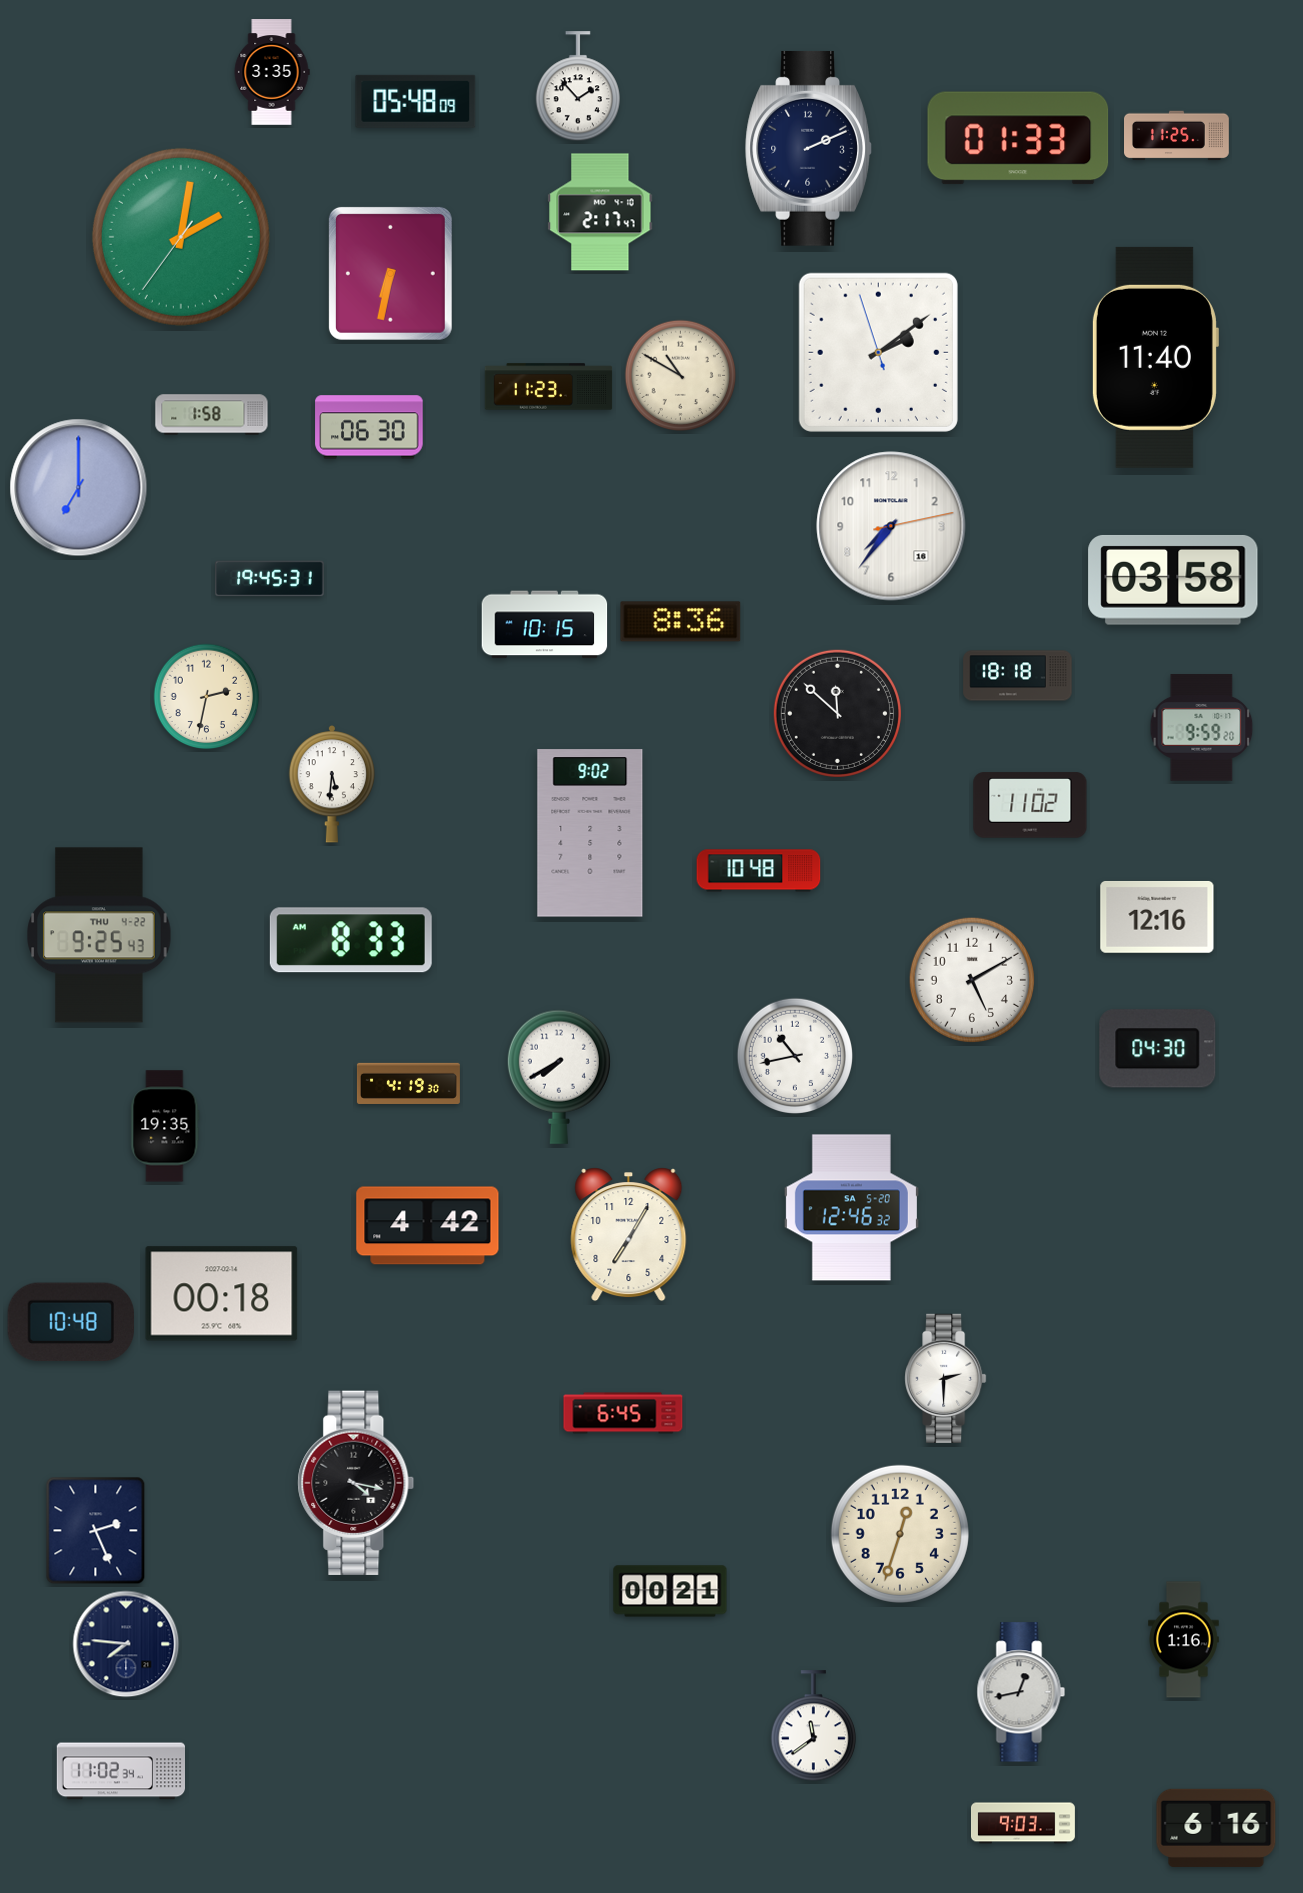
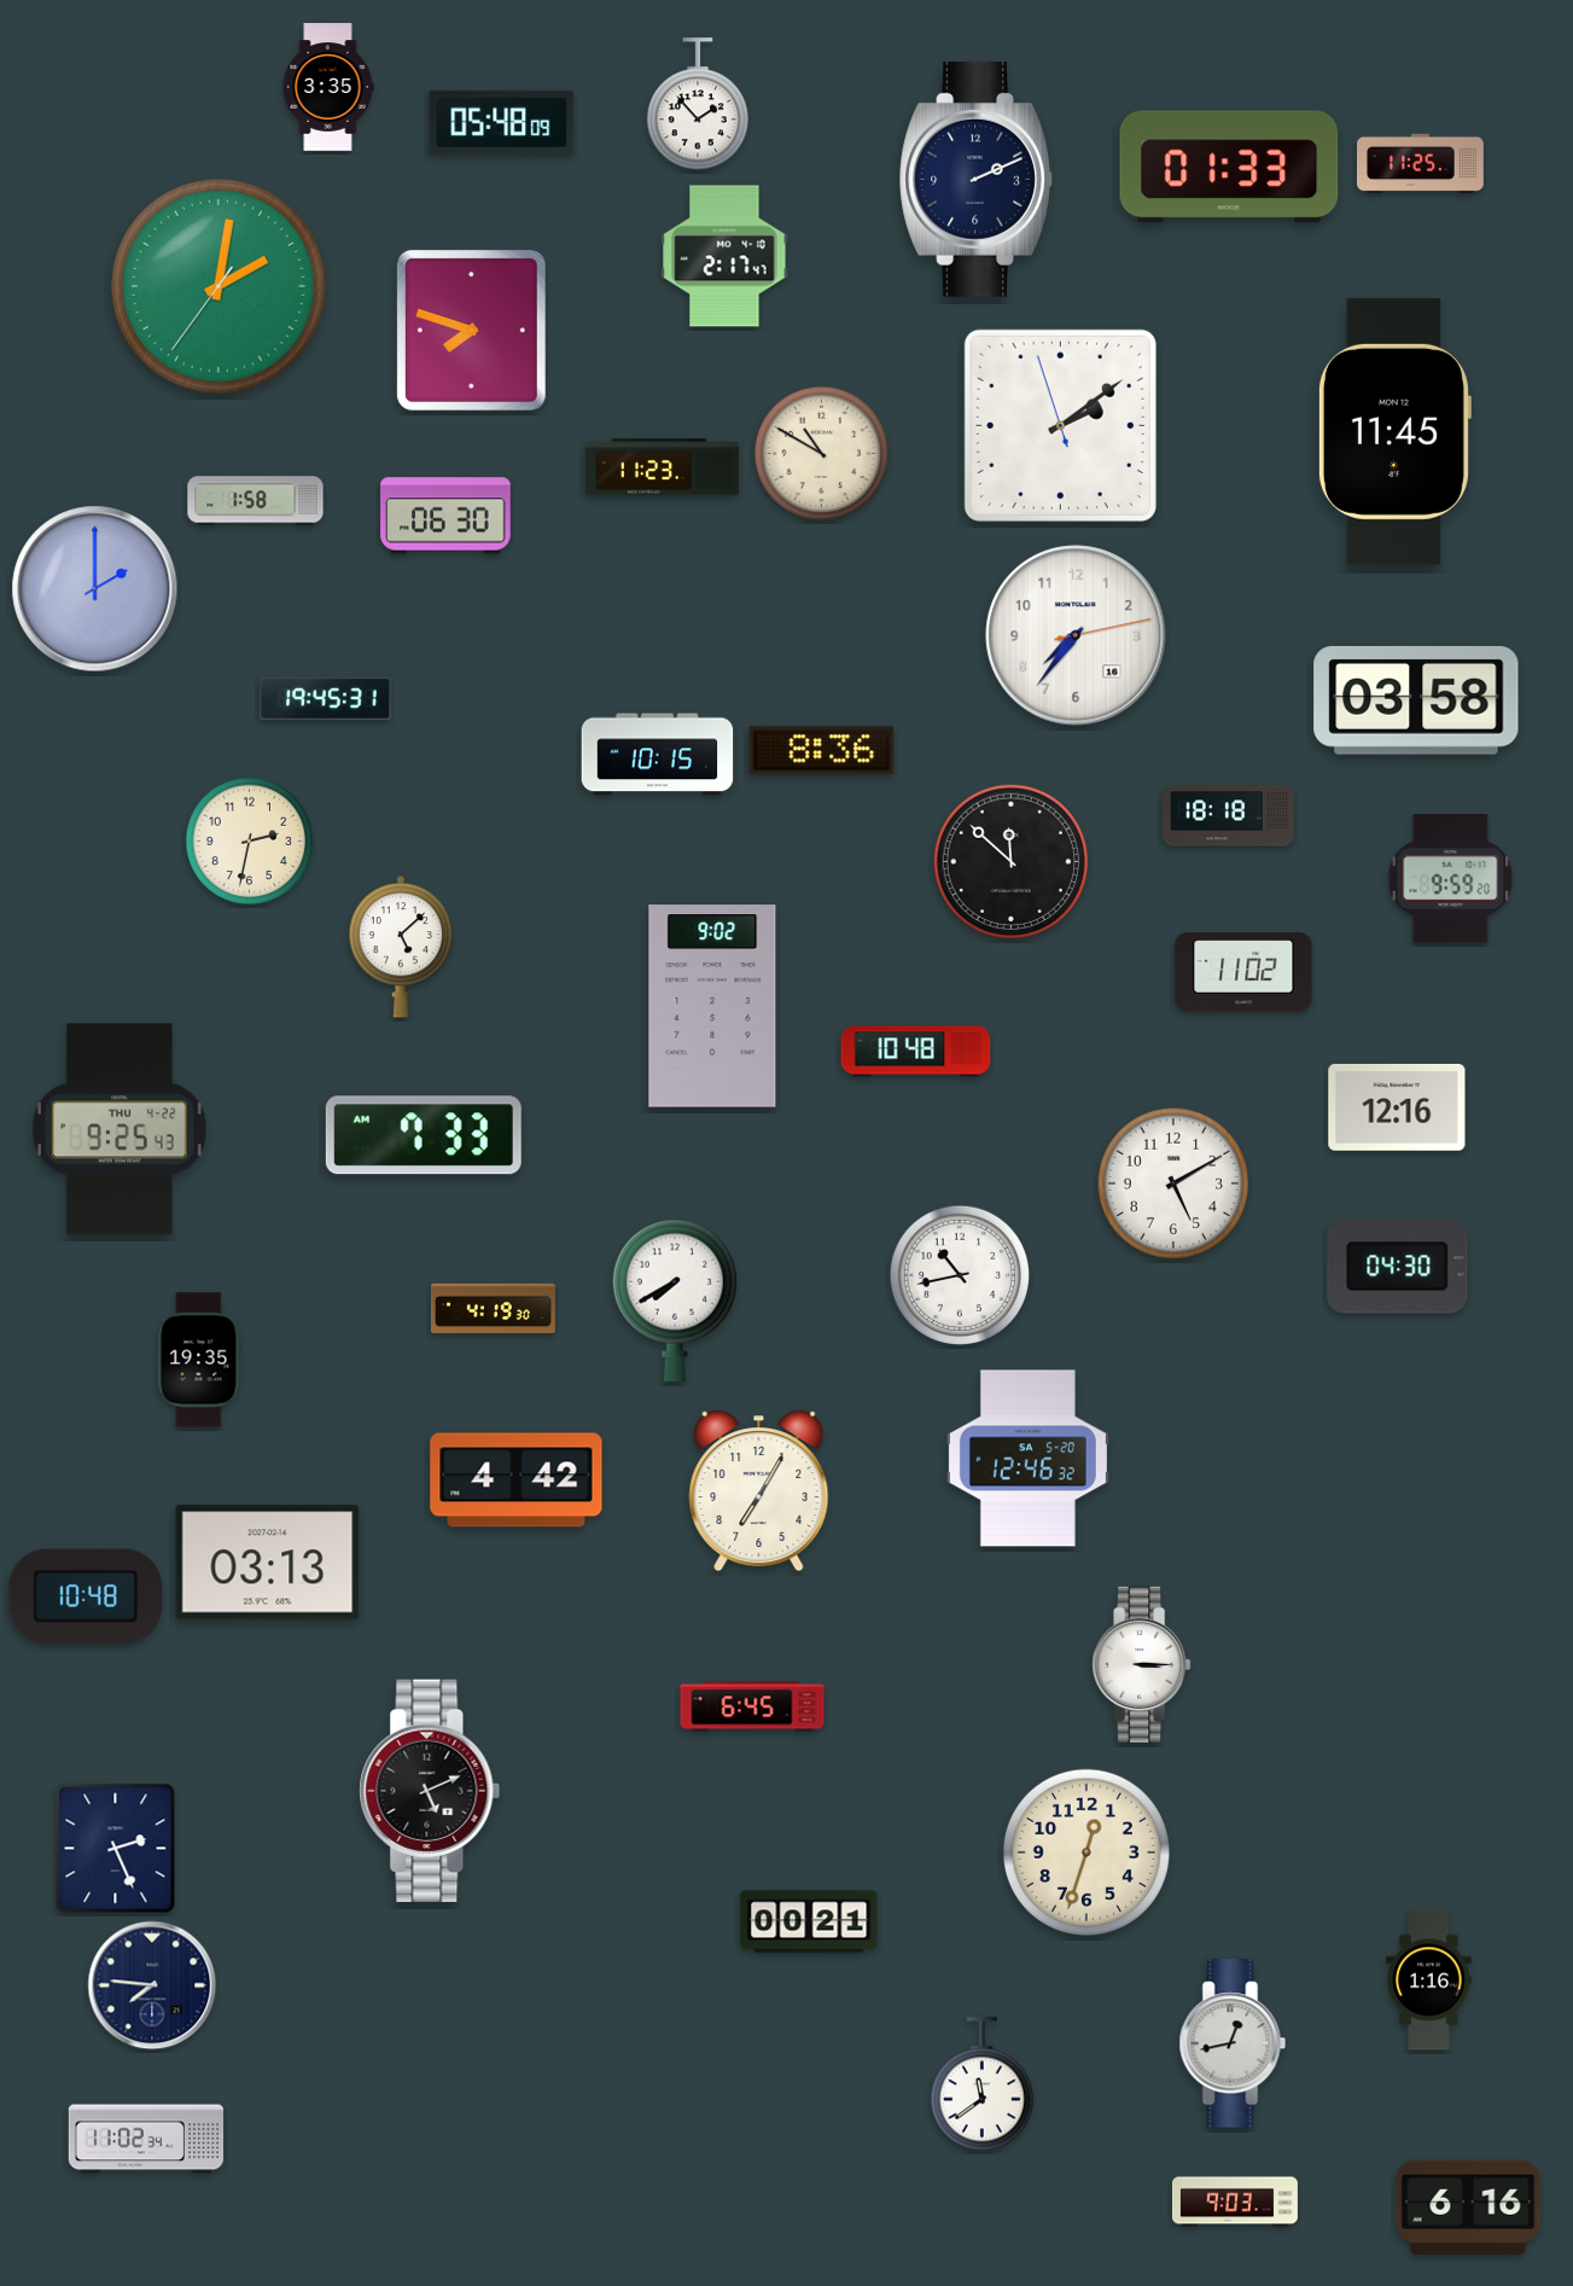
clock at (390, 273): 6:32 -> 7:48
clock at (1155, 357): 11:40 -> 11:45
clock at (79, 488): 7:00 -> 2:00
clock at (332, 785): 5:31 -> 5:08
clock at (351, 940): 8:33 -> 7:33
clock at (222, 1294): 00:18 -> 03:13
clock at (946, 1378): 2:30 -> 3:15
clock at (356, 1482): 4:17 -> 5:11
